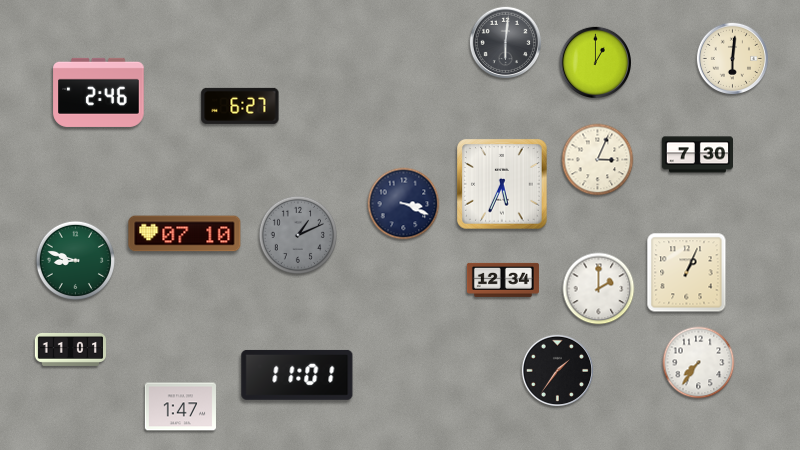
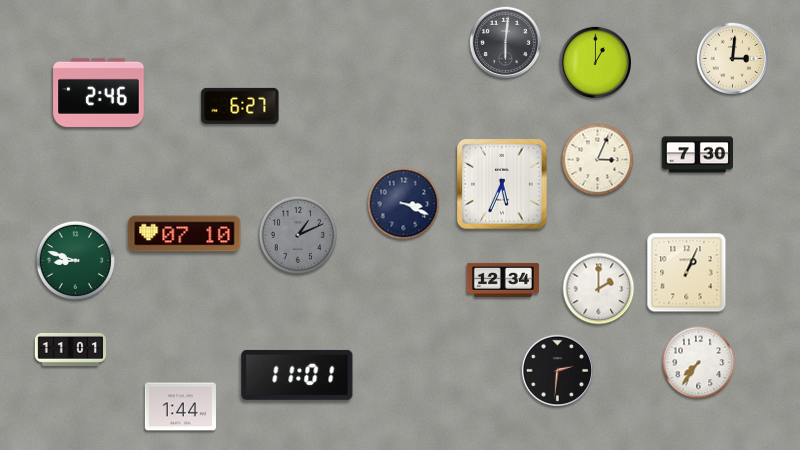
clock at (732, 58): 6:01 -> 3:01
clock at (557, 370): 1:36 -> 2:31
clock at (180, 407): 1:47 -> 1:44
